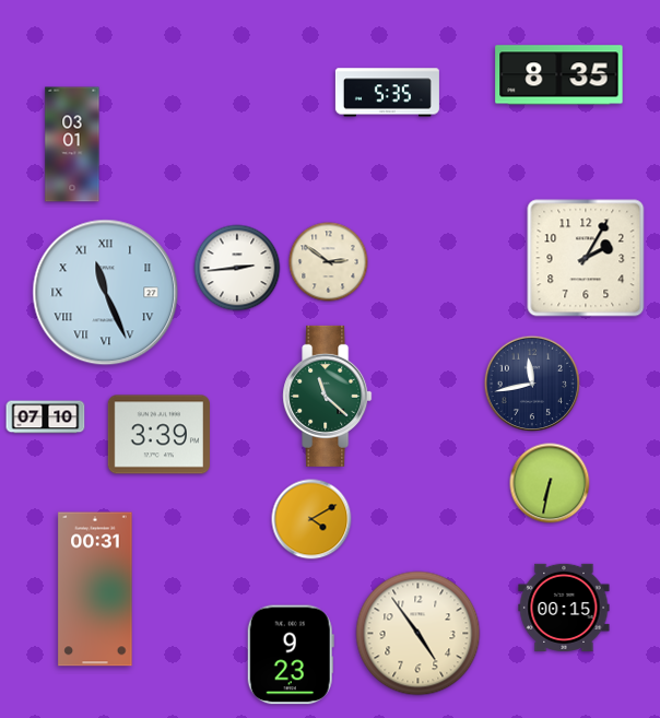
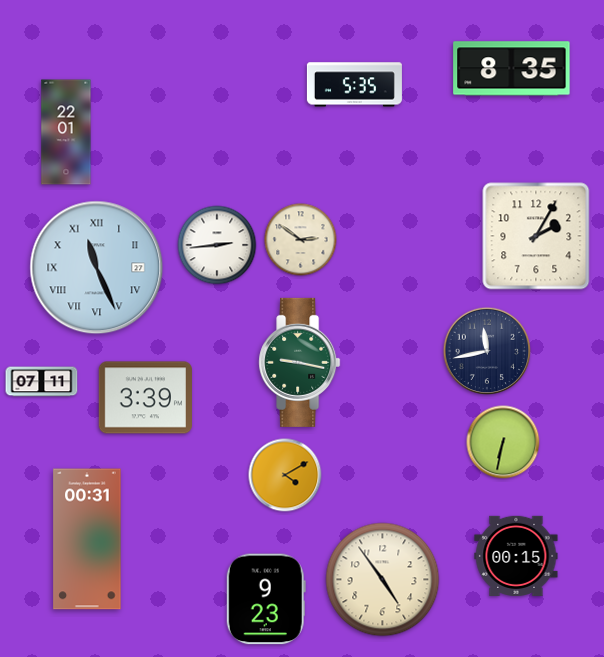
clock at (72, 144): 03:01 -> 22:01
clock at (328, 396): 11:22 -> 9:17
clock at (46, 417): 07:10 -> 07:11
